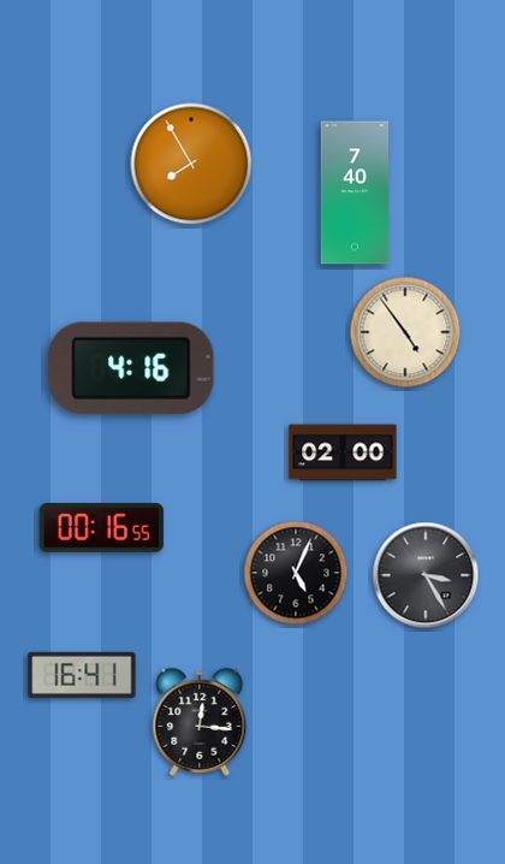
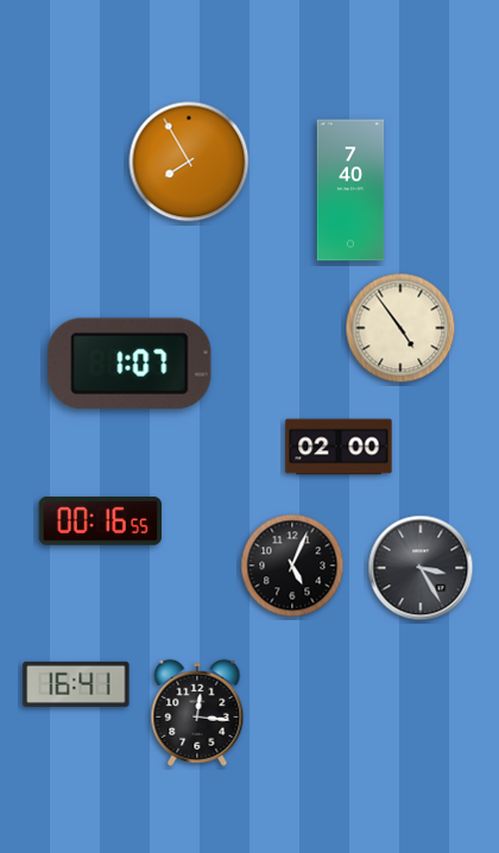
clock at (131, 368): 4:16 -> 1:07
clock at (82, 675) position: (82, 675) -> (76, 684)
